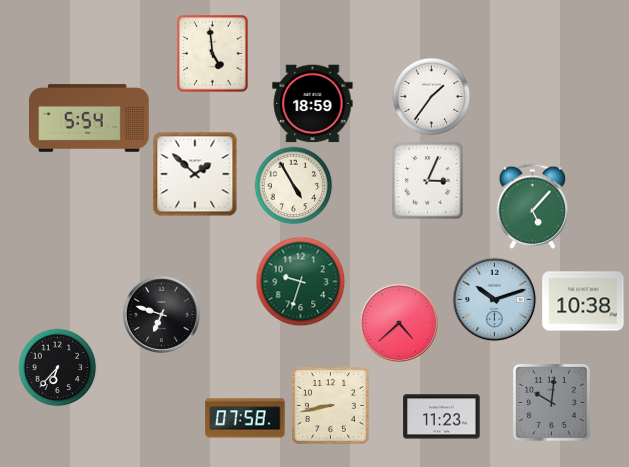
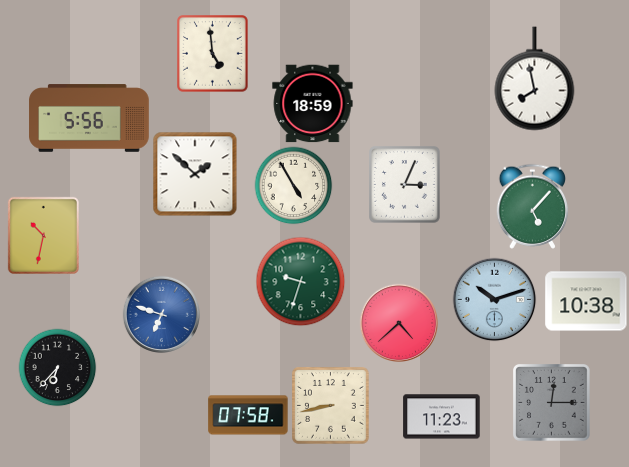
clock at (535, 79): none -> 7:58
clock at (431, 96): 1:36 -> none
clock at (89, 118): 5:54 -> 5:56
clock at (428, 181) position: (428, 181) -> (405, 185)
clock at (43, 235): none -> 10:32
clock at (583, 301) position: (583, 301) -> (586, 301)
clock at (161, 314) dial: black -> blue
clock at (552, 403): 10:01 -> 12:15
clock at (245, 418) position: (245, 418) -> (248, 415)
